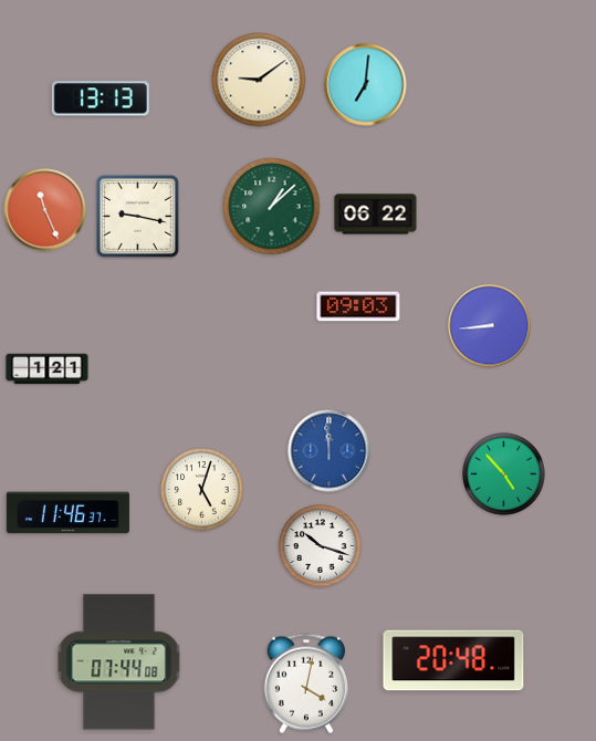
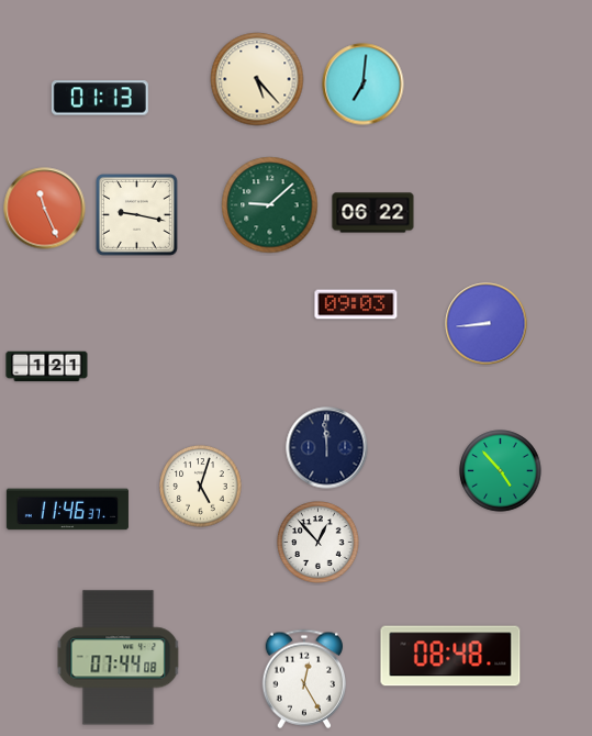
clock at (259, 80): 9:09 -> 5:23
clock at (101, 98): 13:13 -> 01:13
clock at (272, 207): 1:08 -> 9:08
clock at (330, 451) dial: blue -> navy
clock at (321, 546): 10:18 -> 12:53
clock at (453, 660): 20:48 -> 08:48
clock at (306, 683): 4:02 -> 12:25
